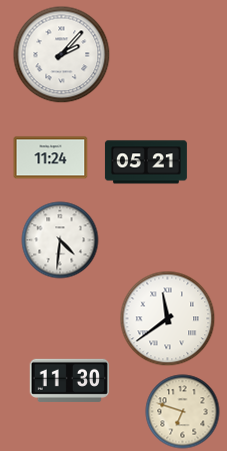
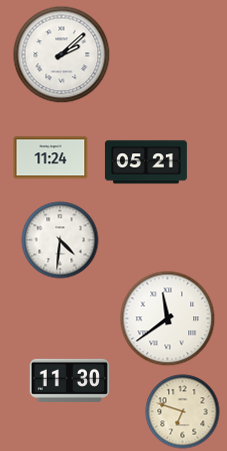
clock at (62, 55): 2:07 -> 2:08
